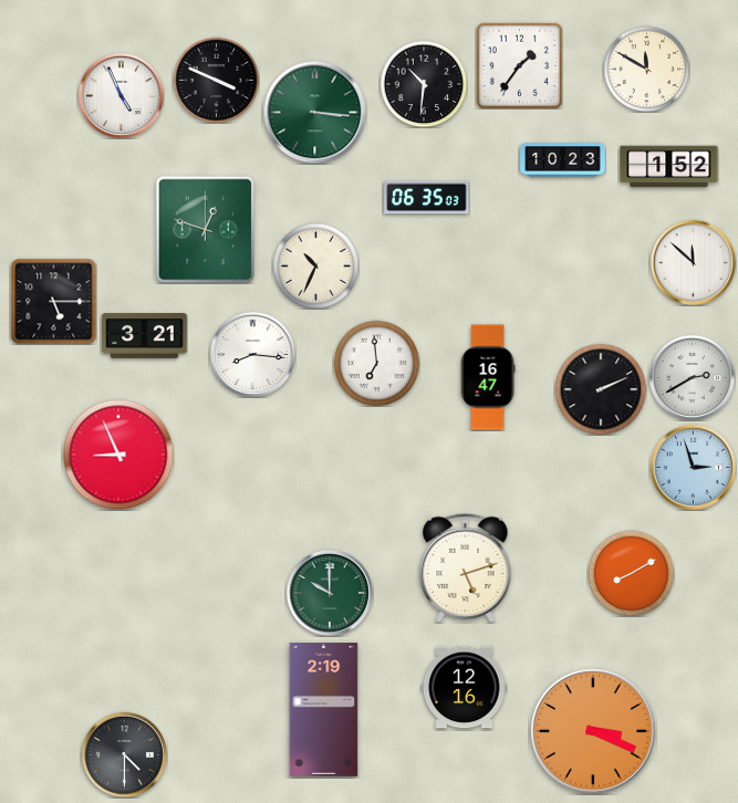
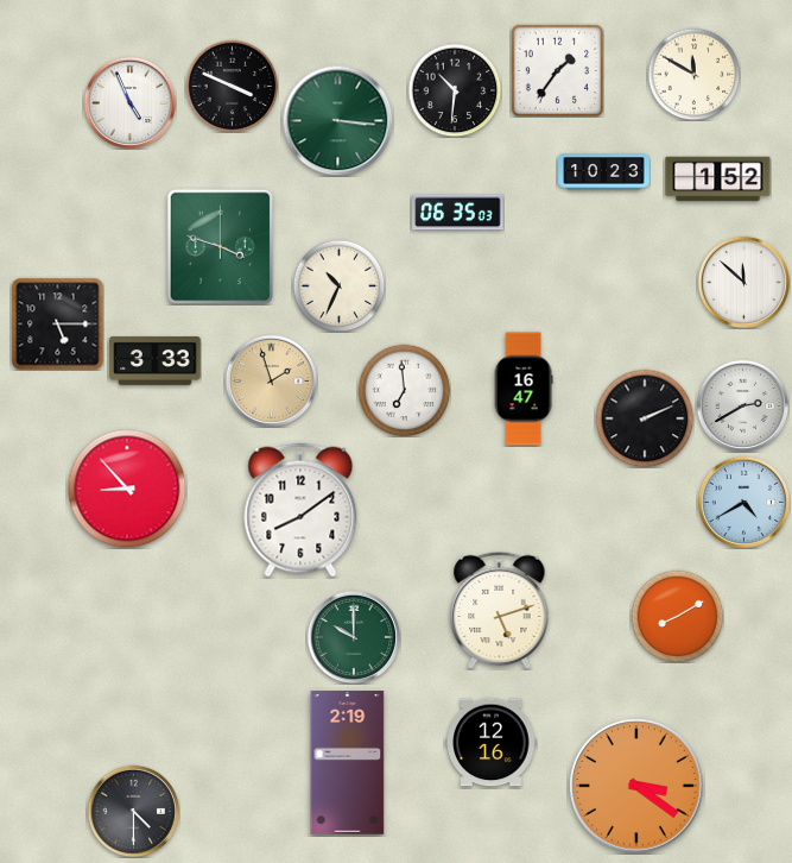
clock at (206, 229): 12:48 -> 3:48
clock at (145, 335): 3:21 -> 3:33
clock at (252, 354): 8:16 -> 1:57
clock at (252, 354) dial: white -> champagne
clock at (488, 377) position: (488, 377) -> (524, 389)
clock at (118, 455): 8:56 -> 8:53
clock at (693, 467): 2:57 -> 4:40
clock at (300, 510): none -> 8:09
clock at (465, 688) position: (465, 688) -> (492, 743)
clock at (593, 731): 3:19 -> 3:21
